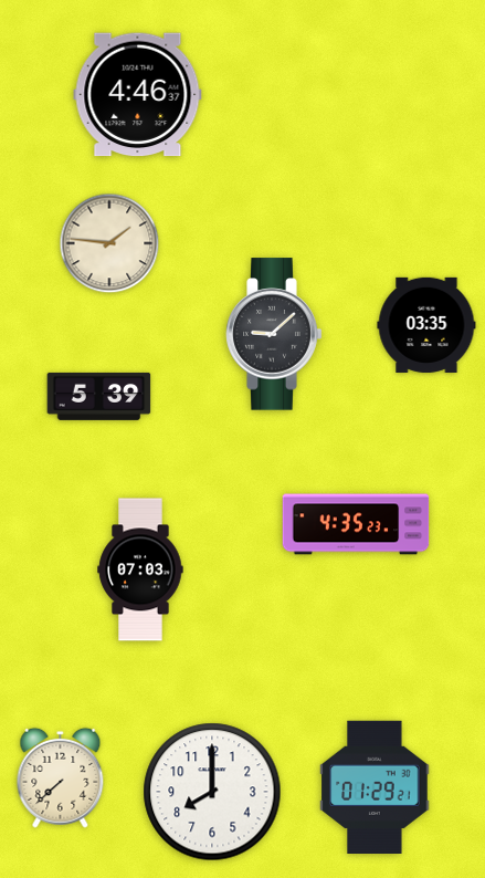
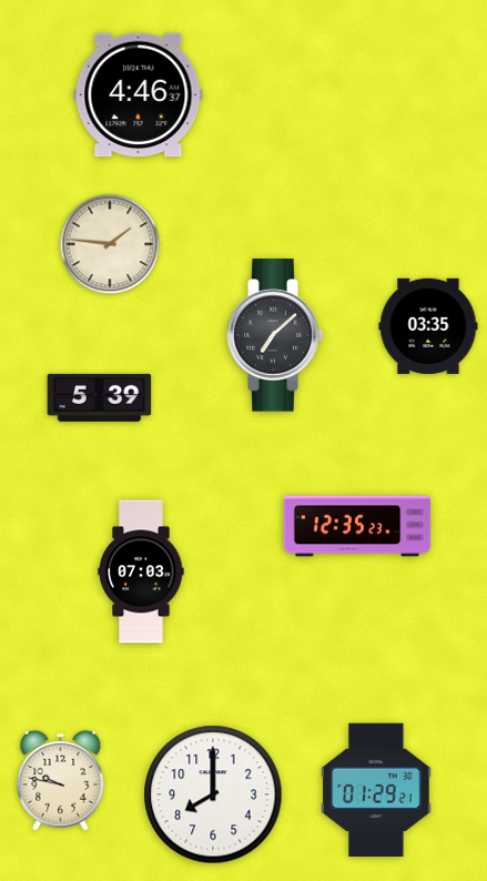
clock at (274, 334): 9:08 -> 7:08
clock at (356, 524): 4:35 -> 12:35
clock at (61, 777): 7:38 -> 9:47
